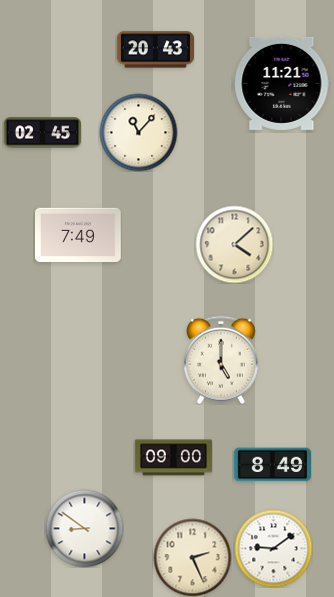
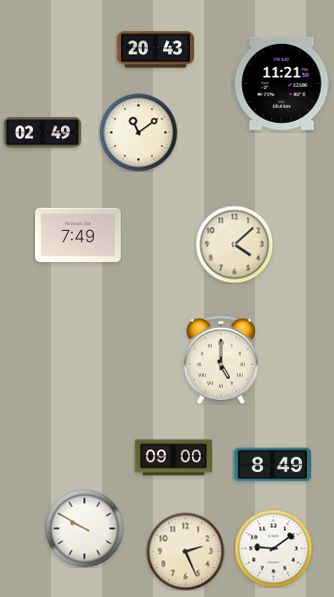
clock at (138, 132): 11:07 -> 11:09
clock at (42, 133): 02:45 -> 02:49
clock at (84, 528): 8:51 -> 9:50
clock at (192, 557) position: (192, 557) -> (185, 551)
